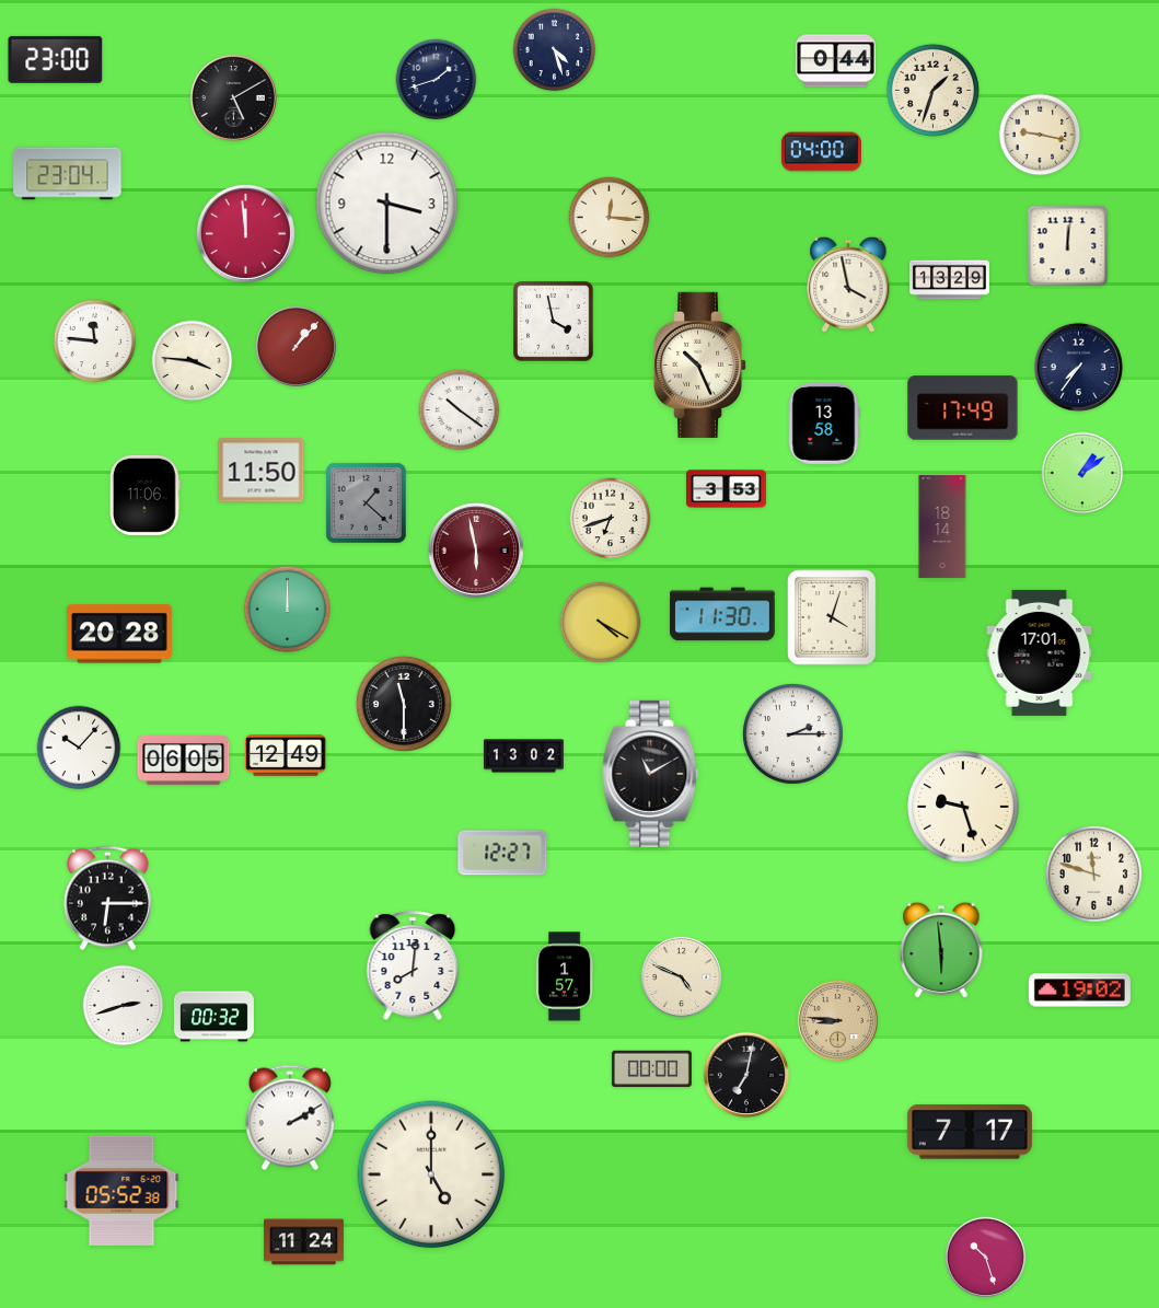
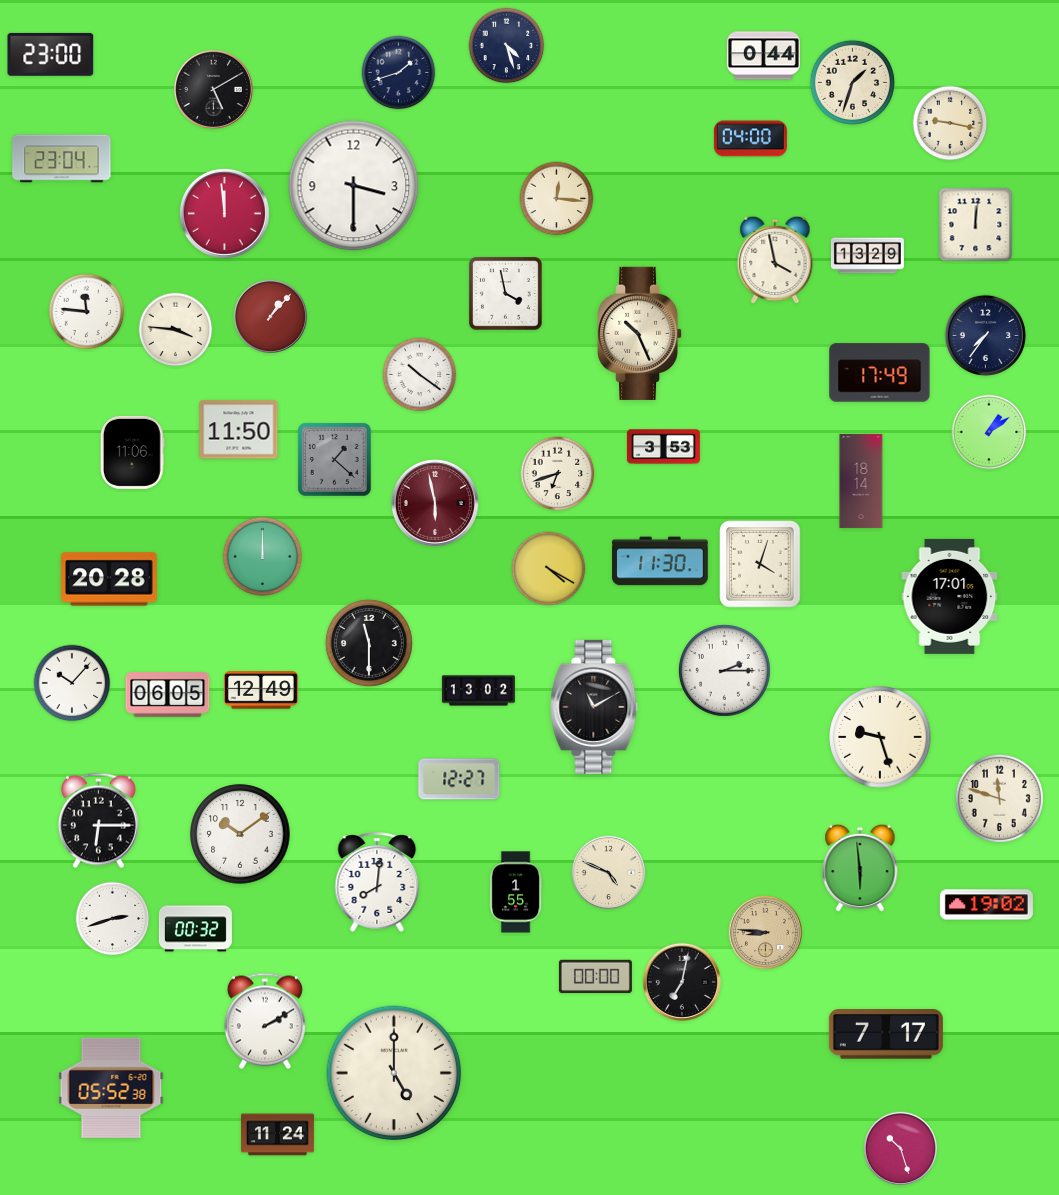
clock at (824, 424): 13:58 -> none
clock at (240, 834): none -> 10:09
clock at (565, 976): 1:57 -> 1:55
clock at (681, 976) position: (681, 976) -> (608, 872)
